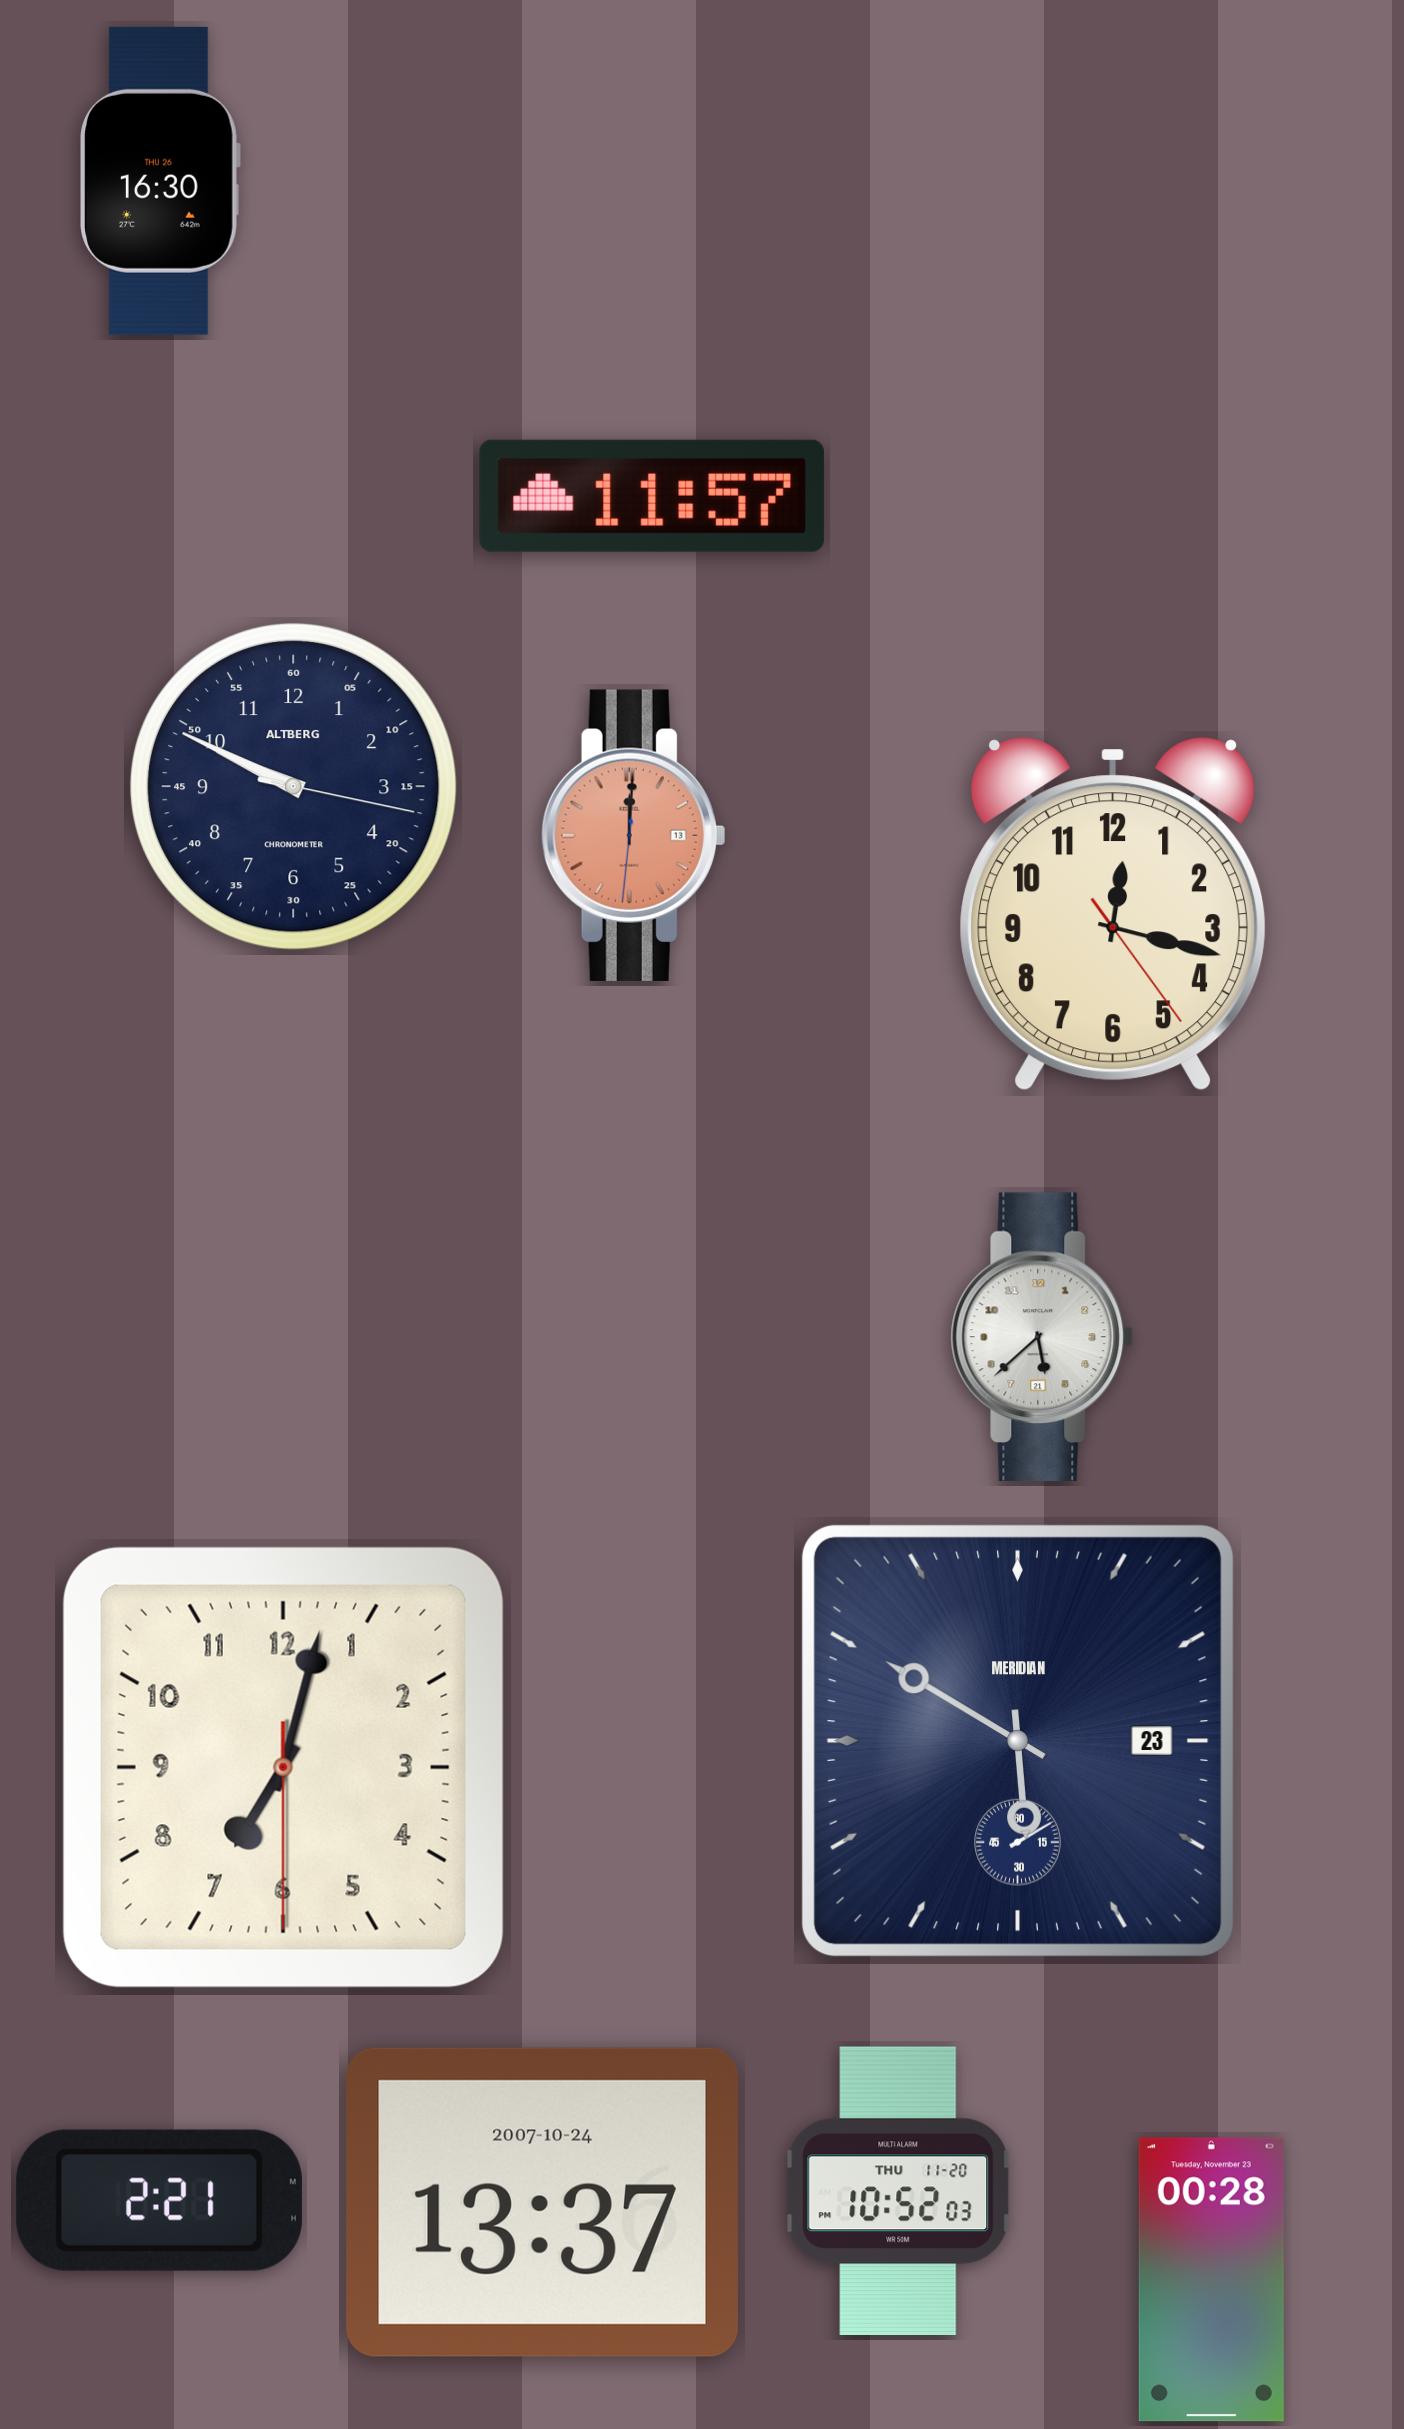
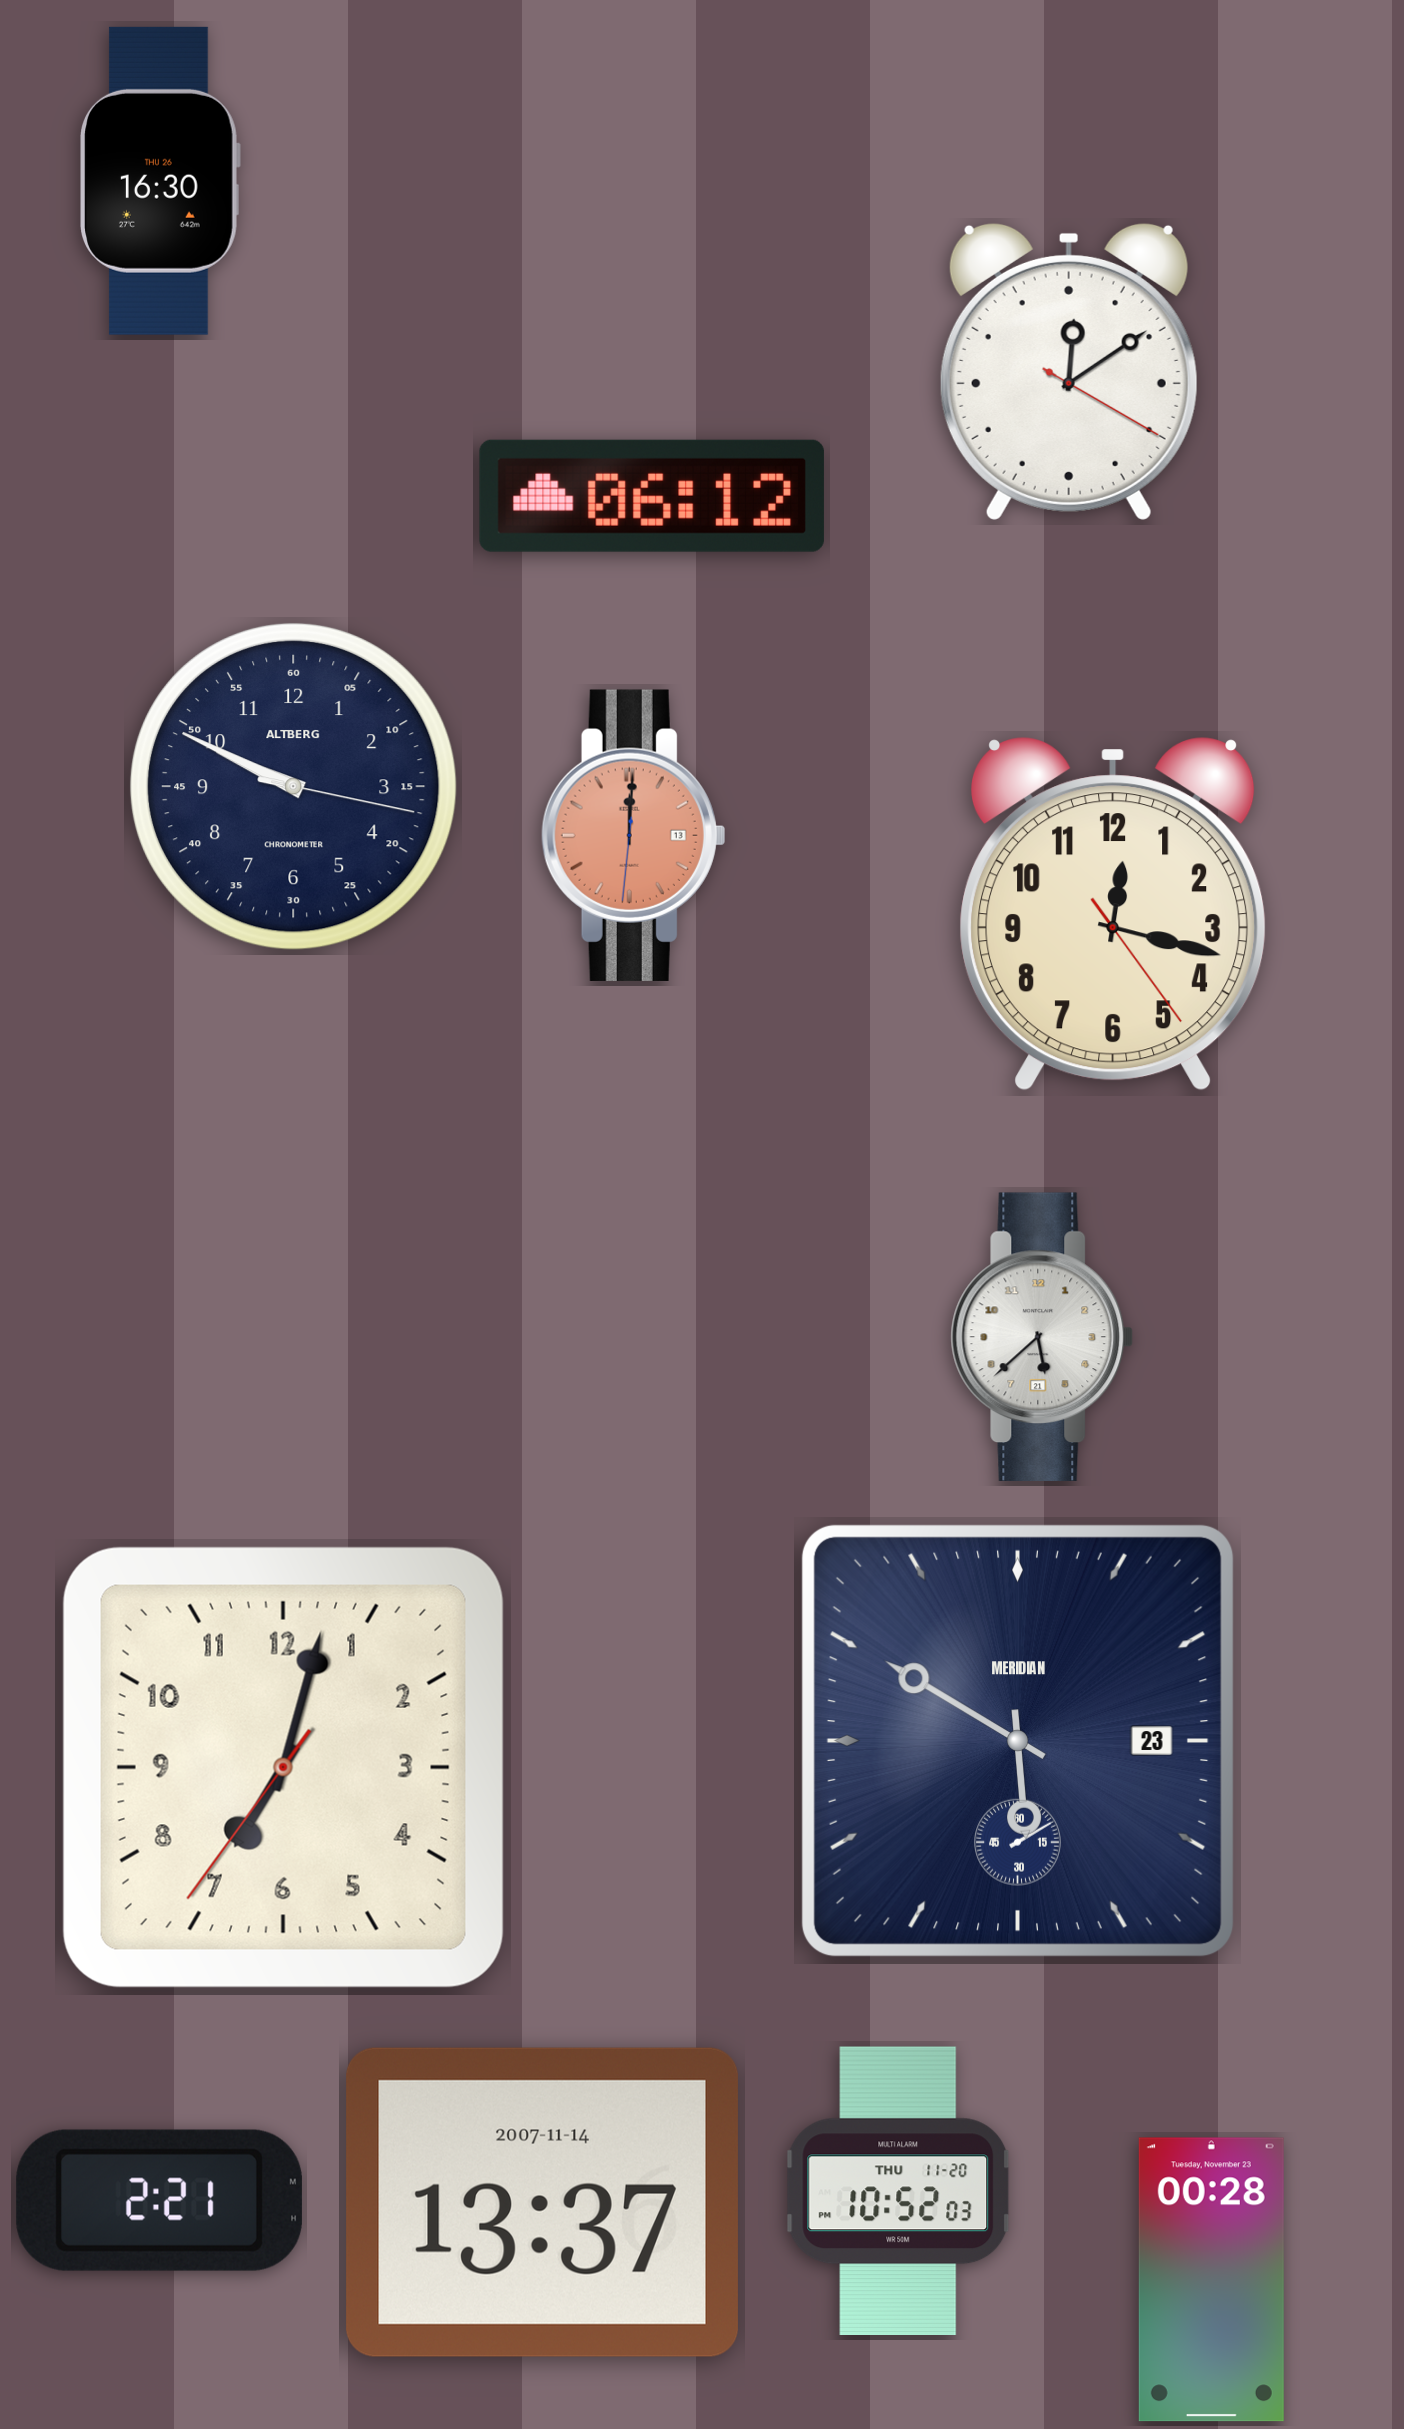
clock at (1069, 371): none -> 12:09
clock at (652, 496): 11:57 -> 06:12
clock at (283, 1767): 7:02:30 -> 7:02:36
clock at (542, 2202) date: 2007-10-24 -> 2007-11-14
